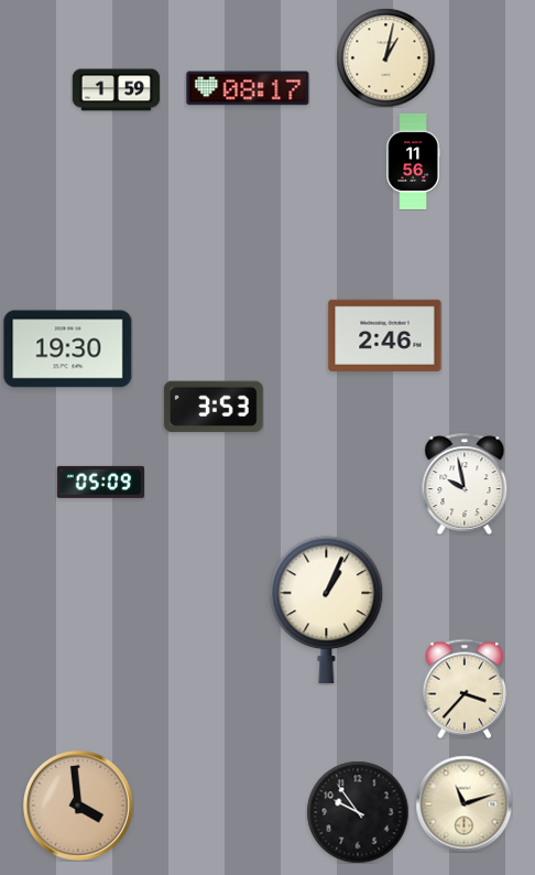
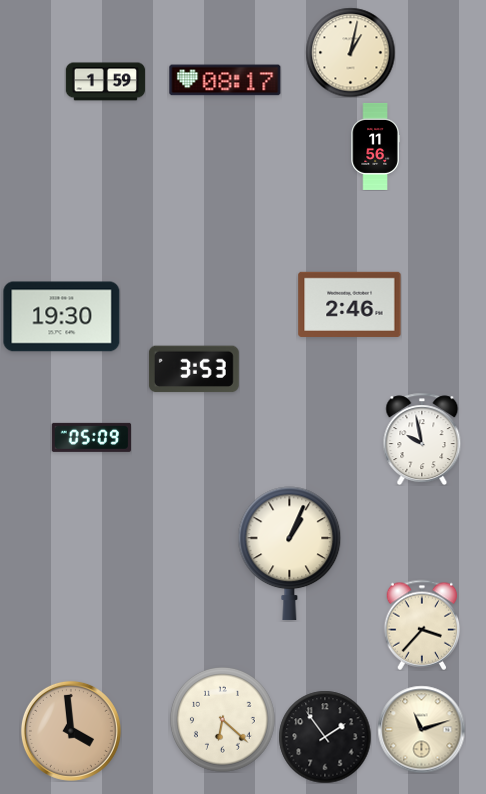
clock at (327, 609) position: (327, 609) -> (290, 553)
clock at (222, 719): none -> 6:22
clock at (358, 812): 9:54 -> 1:54
